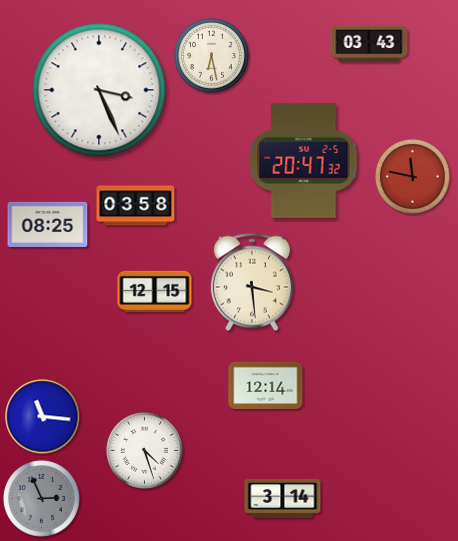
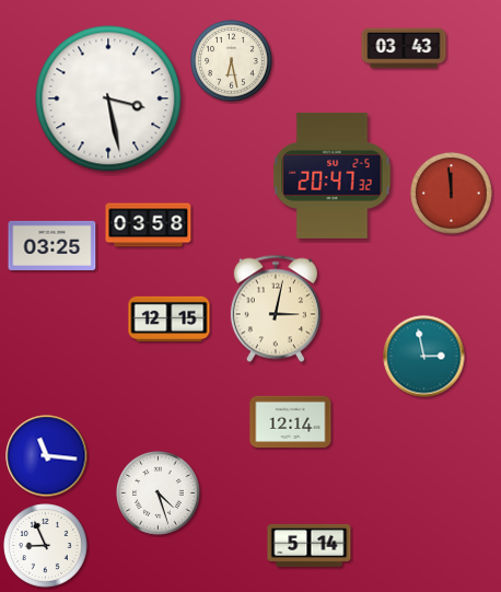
clock at (99, 90): 3:26 -> 3:28
clock at (413, 177): 11:47 -> 11:59
clock at (48, 224): 08:25 -> 03:25
clock at (252, 282): 3:29 -> 3:02
clock at (424, 357): none -> 2:58
clock at (283, 498): 3:14 -> 5:14
clock at (42, 499): 2:56 -> 8:56
clock at (42, 499) dial: grey -> white
